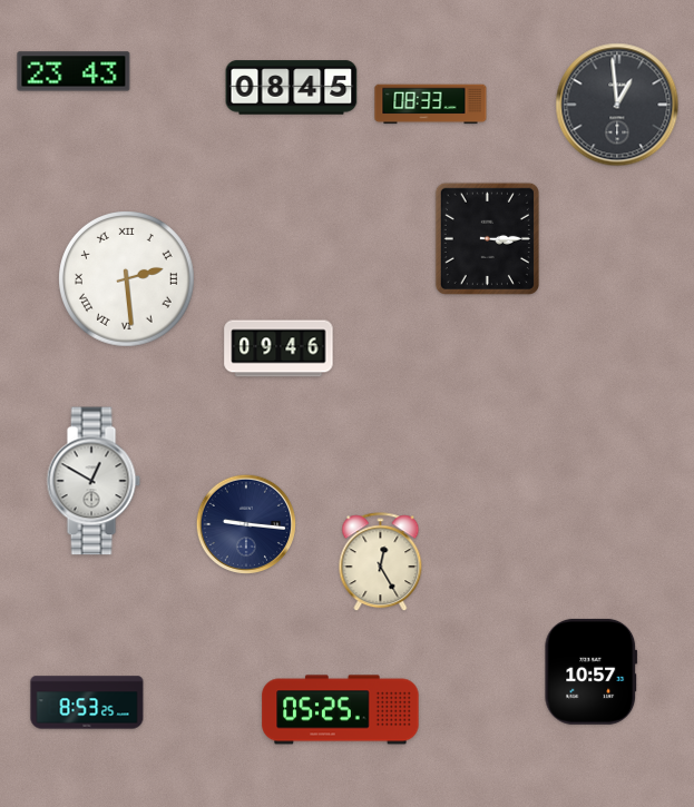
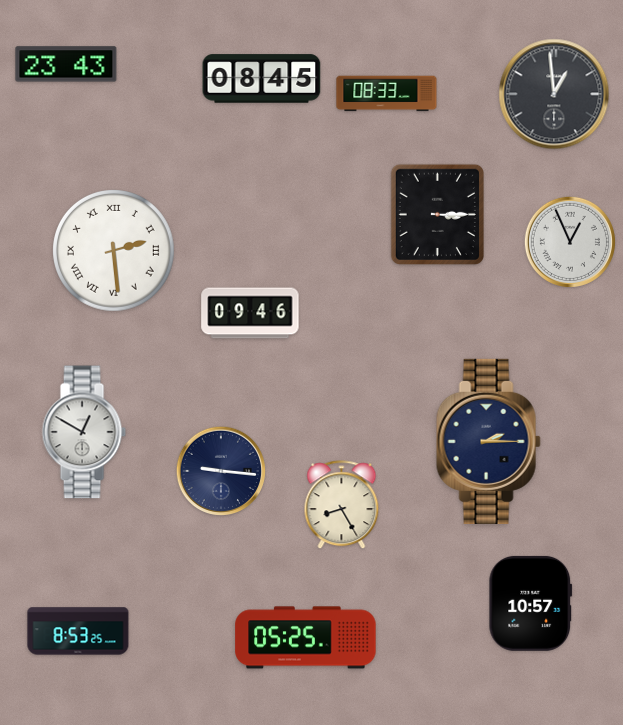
clock at (570, 242): none -> 12:56
clock at (488, 441): none -> 2:15
clock at (381, 562): 12:25 -> 8:25
